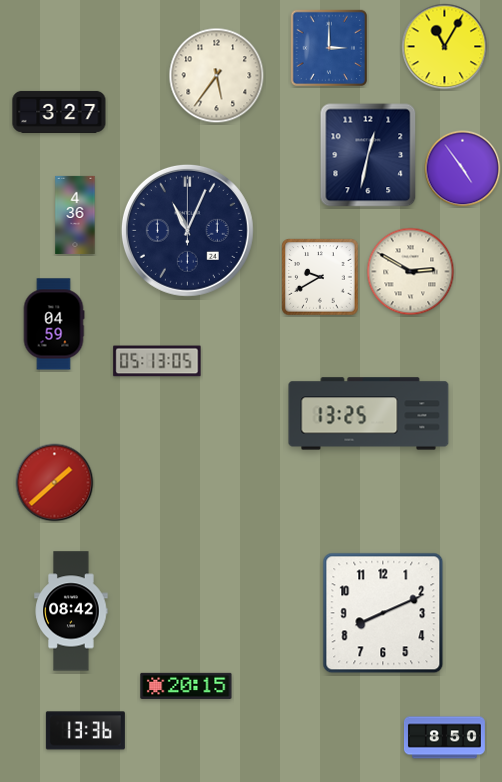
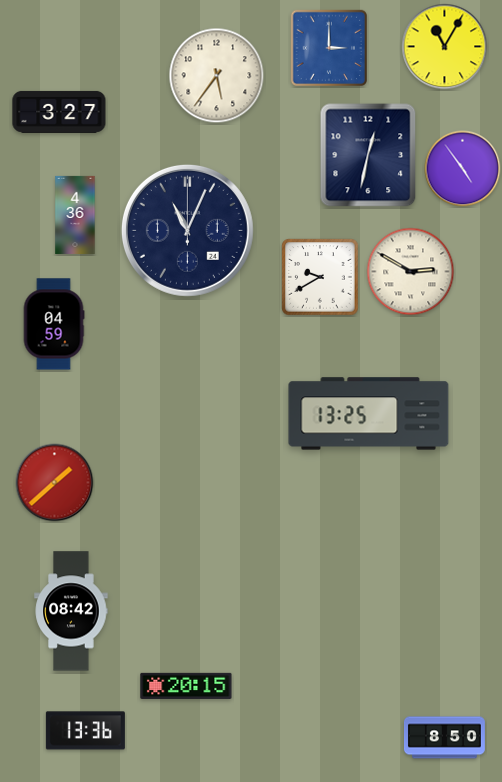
clock at (157, 361): 05:13 -> none
clock at (383, 613): 8:11 -> none
